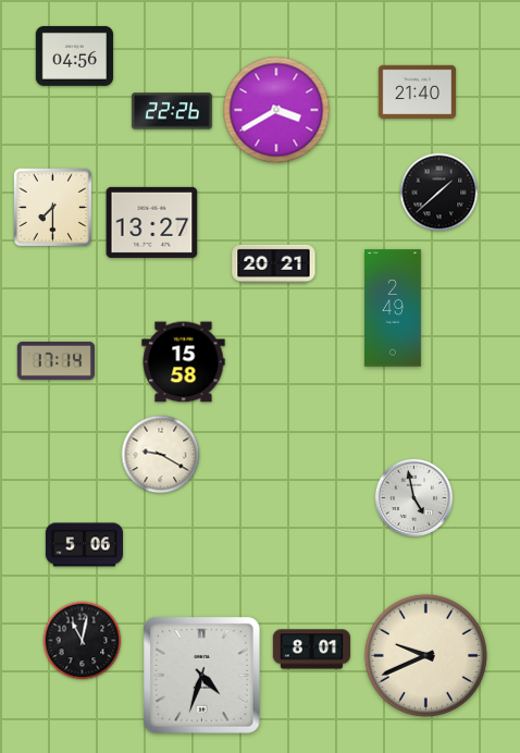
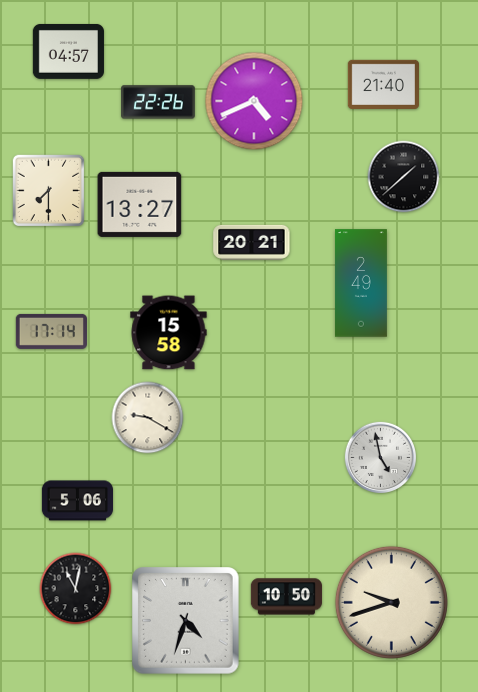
clock at (74, 55): 04:56 -> 04:57
clock at (276, 110): 3:40 -> 4:41
clock at (311, 650): 8:01 -> 10:50
clock at (425, 655): 9:41 -> 9:42
